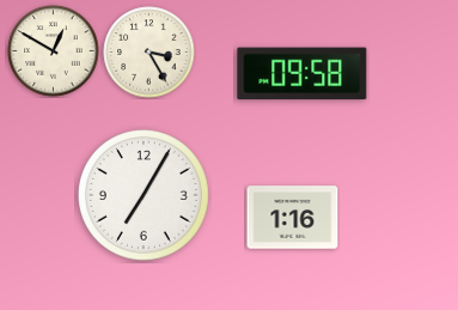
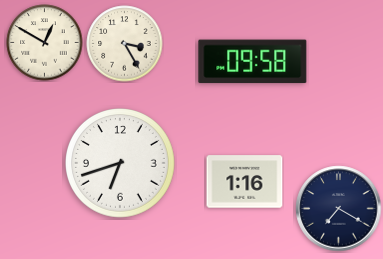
clock at (145, 196): 7:05 -> 6:42
clock at (339, 209): none -> 7:20
